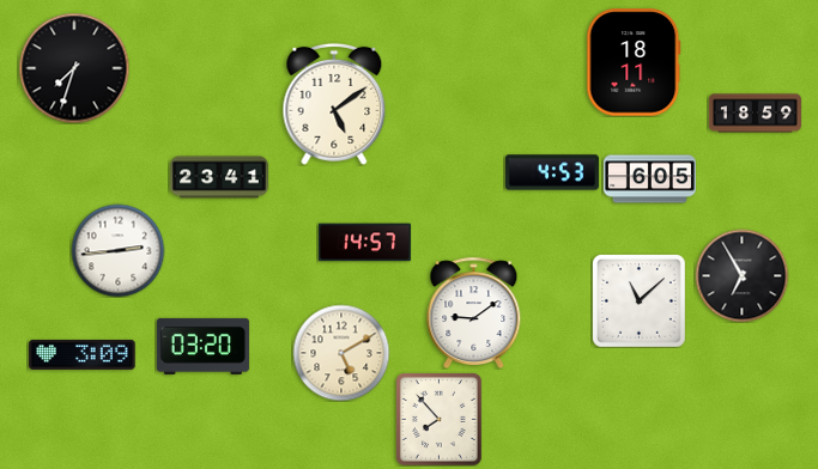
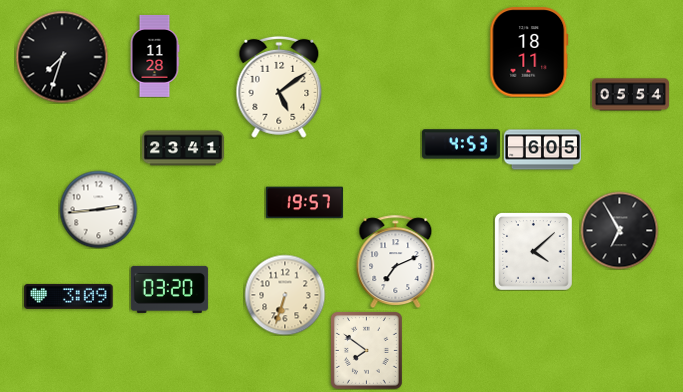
clock at (155, 56): none -> 11:28
clock at (755, 114): 18:59 -> 05:54
clock at (364, 243): 14:57 -> 19:57
clock at (640, 301): 11:08 -> 4:08
clock at (474, 312): 9:09 -> 7:11
clock at (341, 353): 5:10 -> 6:33
clock at (438, 419): 7:53 -> 7:51
